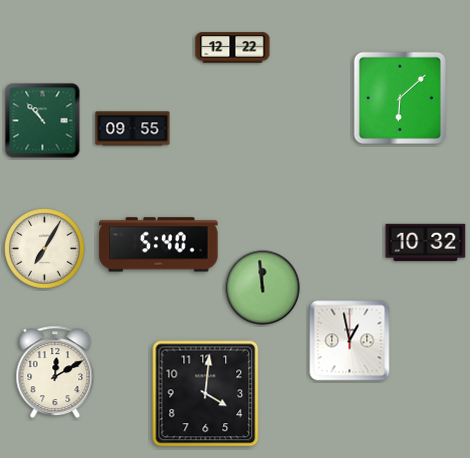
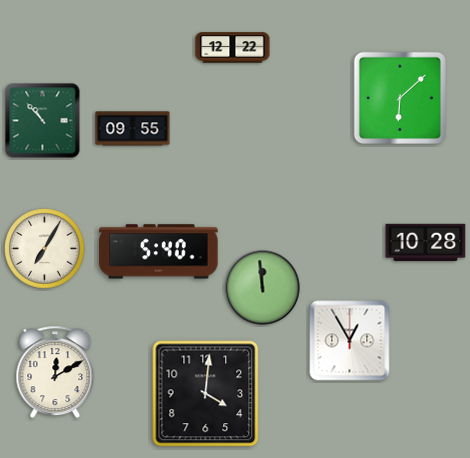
clock at (426, 243): 10:32 -> 10:28
clock at (159, 245) position: (159, 245) -> (159, 252)
clock at (350, 341): 12:58 -> 12:55
